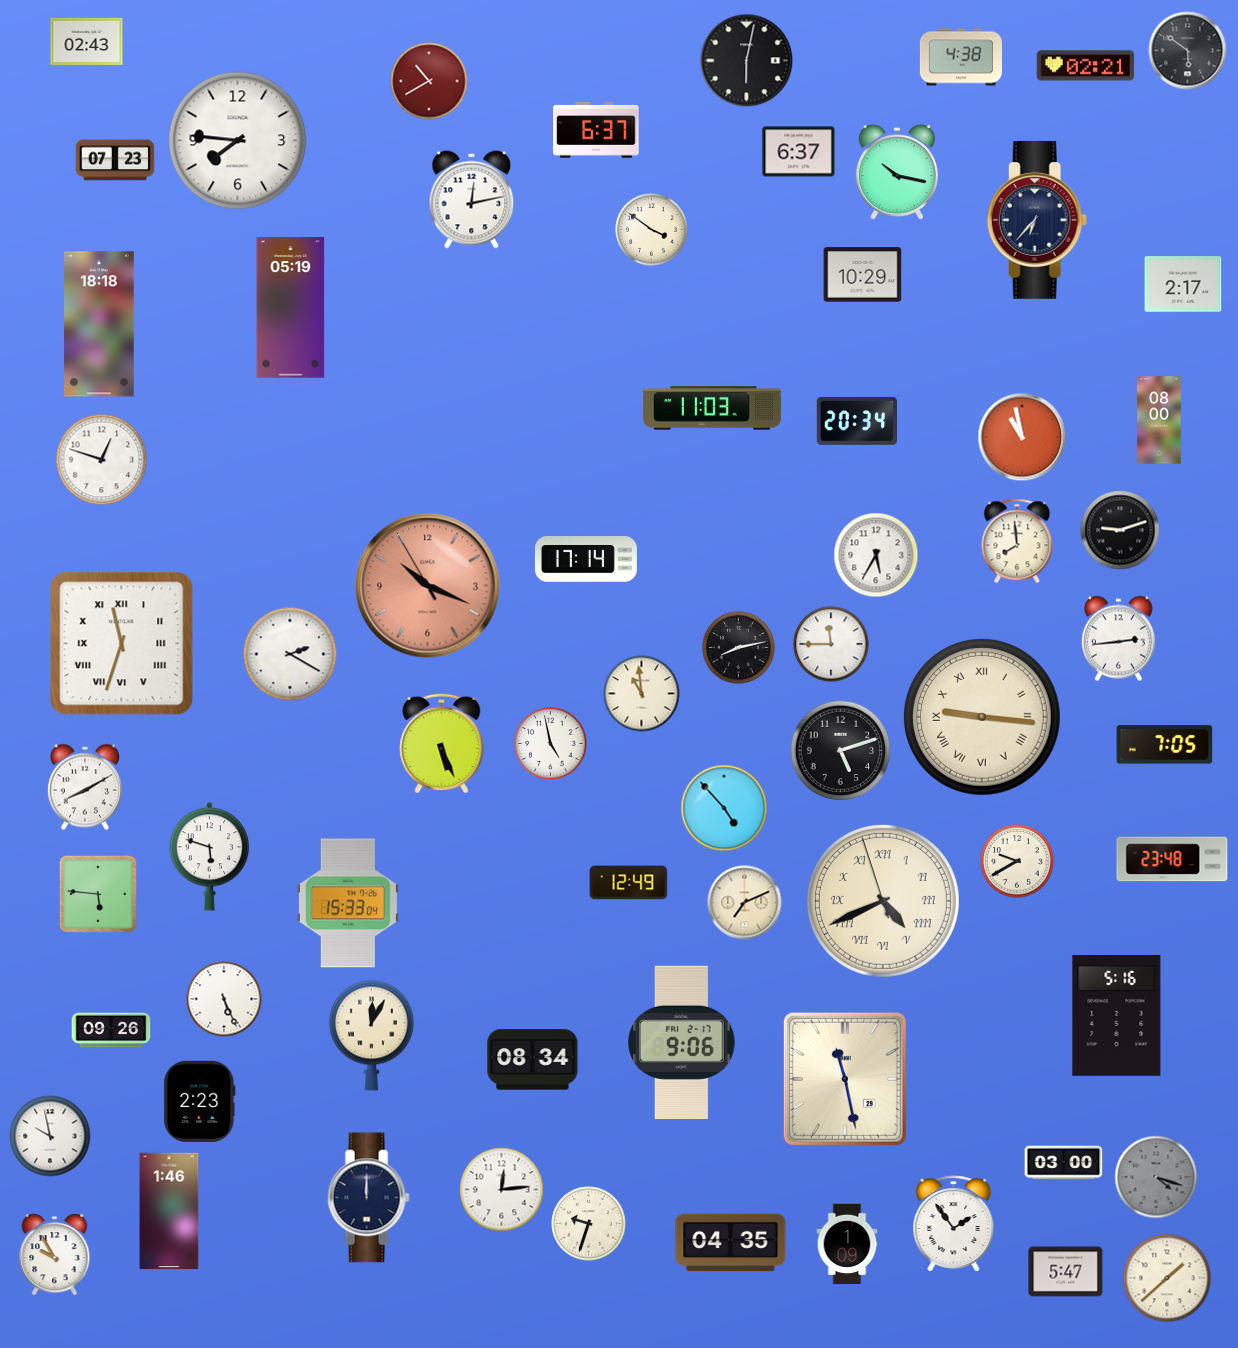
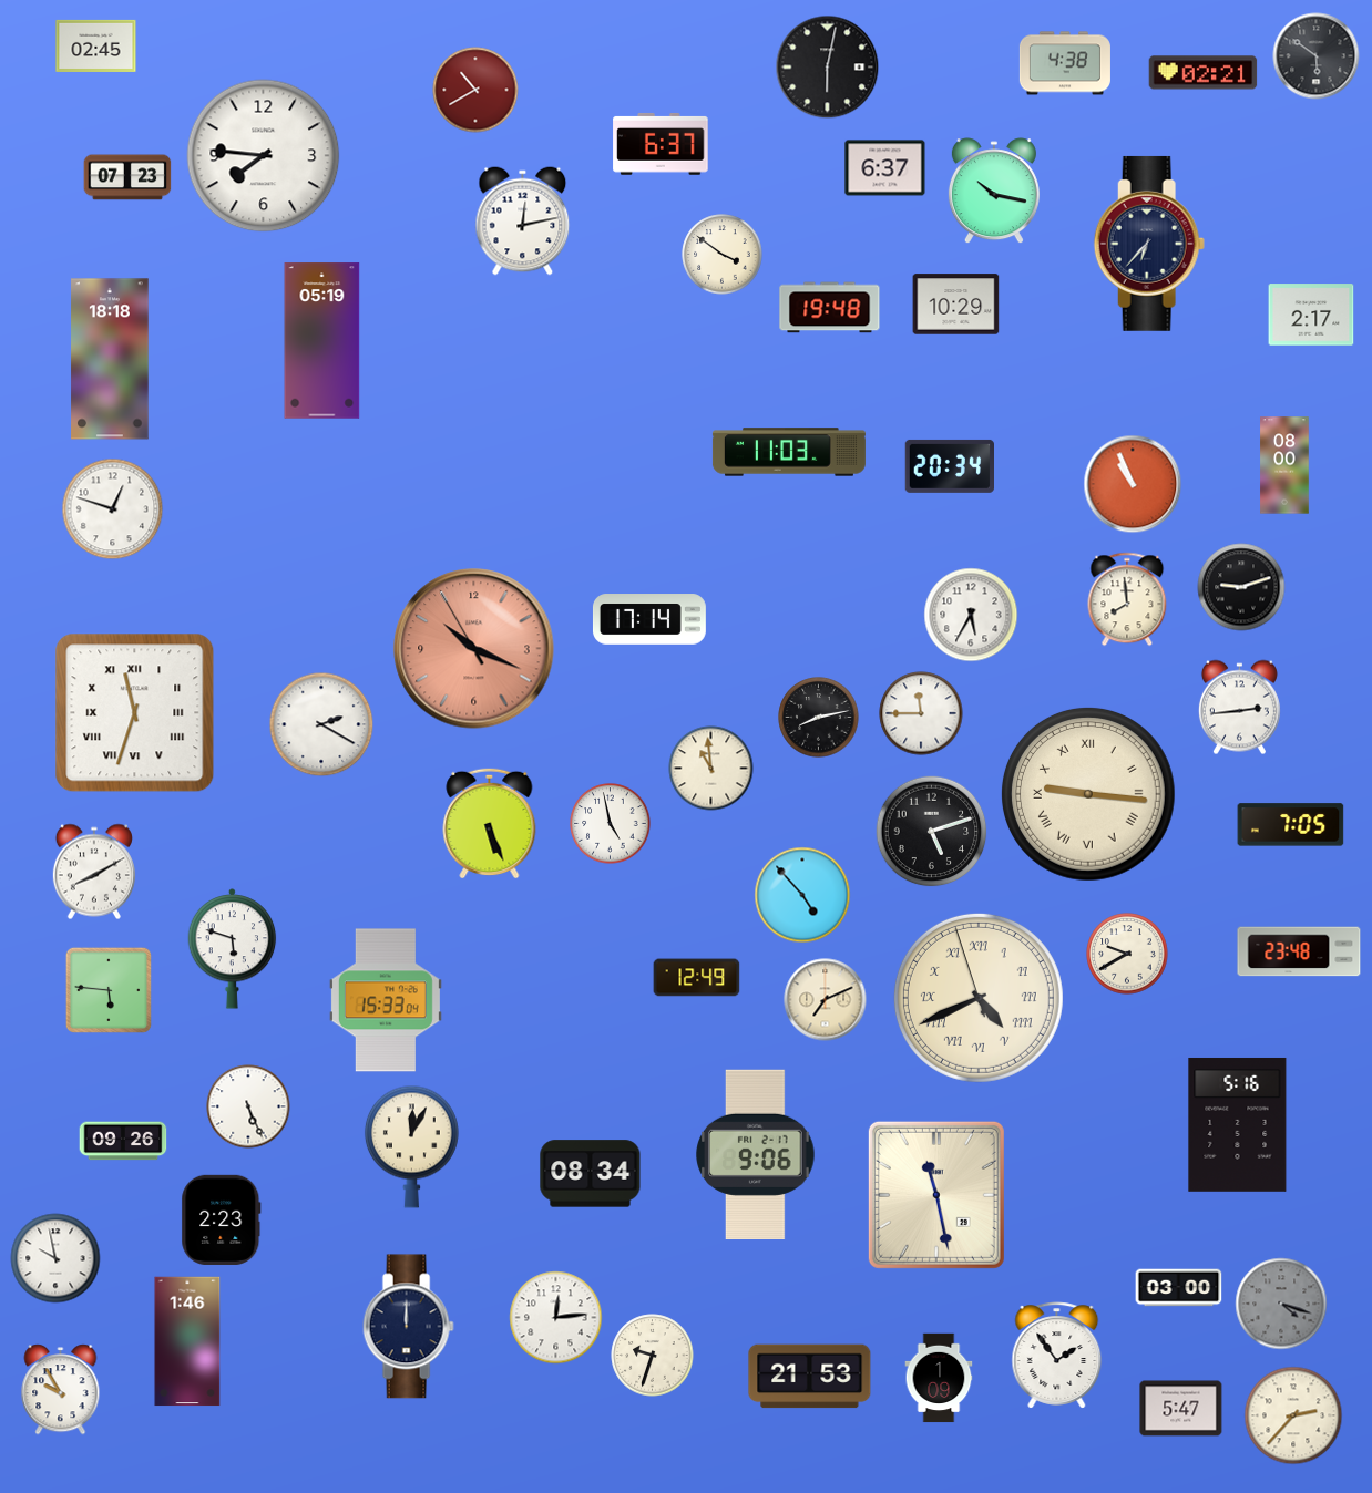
clock at (87, 41): 02:43 -> 02:45
clock at (830, 308): none -> 19:48
clock at (1022, 437): 10:58 -> 10:56
clock at (731, 1243): 04:35 -> 21:53
clock at (1167, 1278): 1:38 -> 2:37
